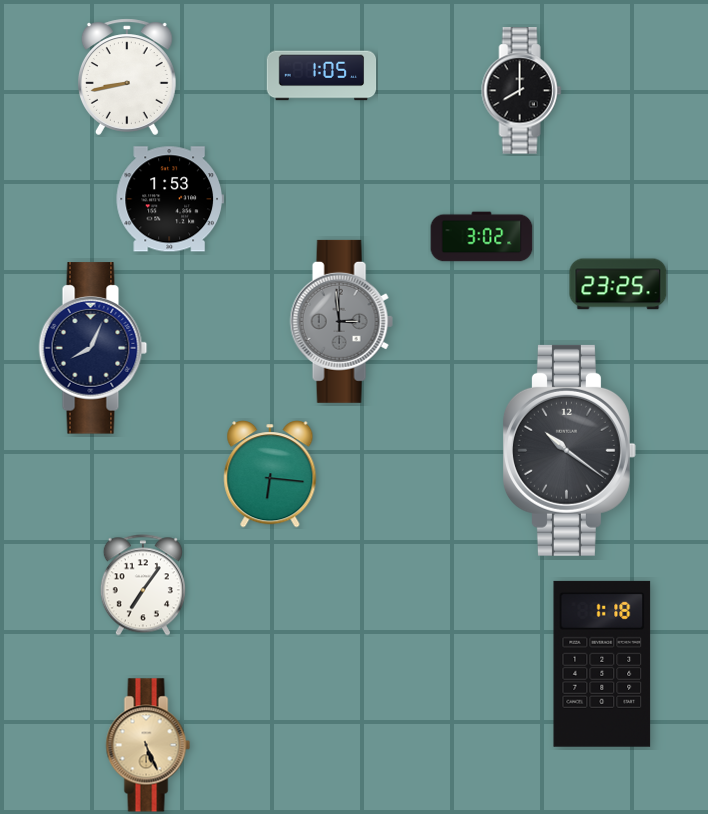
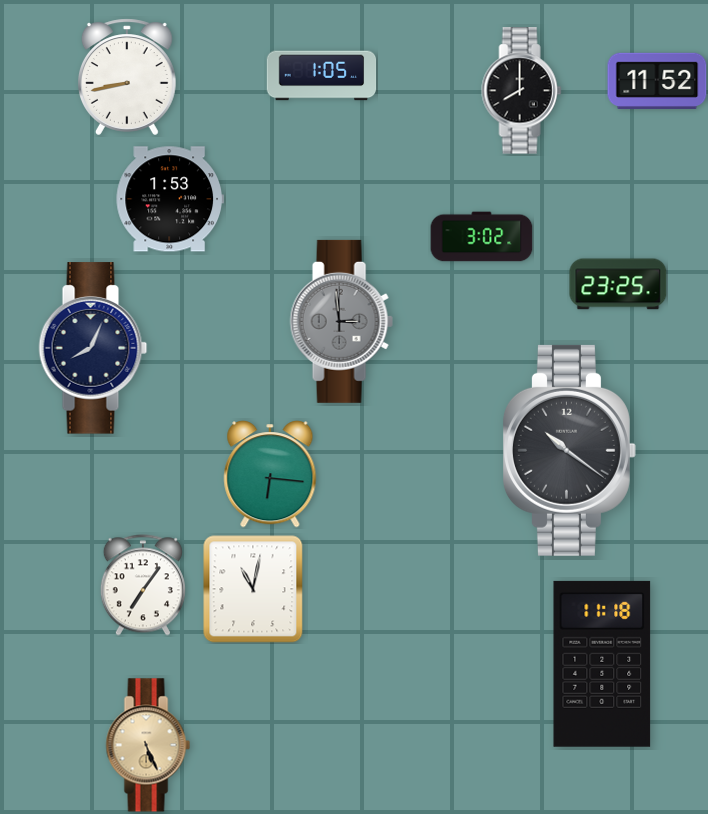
clock at (657, 80): none -> 11:52
clock at (253, 589): none -> 11:02
clock at (602, 664): 1:18 -> 11:18
